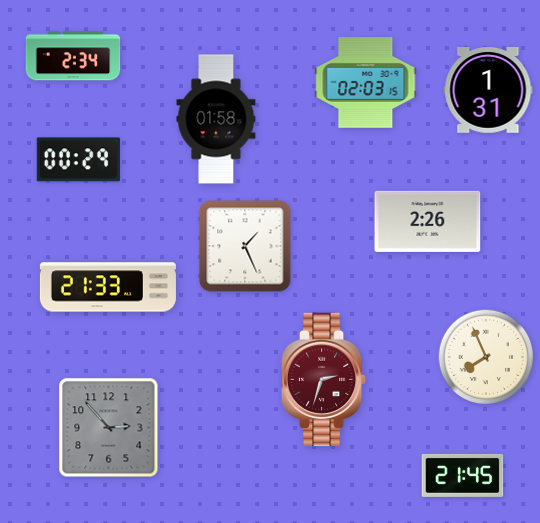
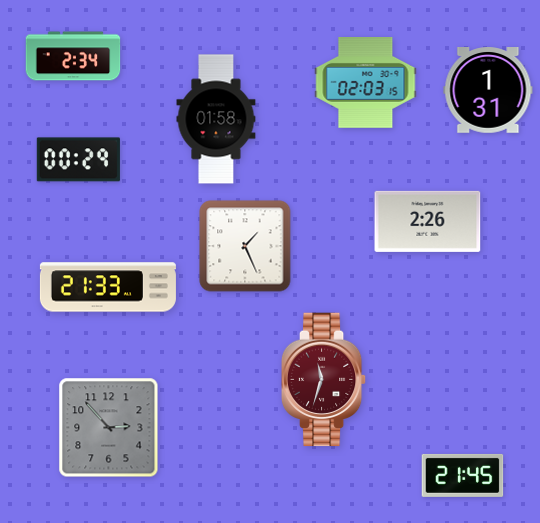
clock at (486, 357): 7:56 -> none
clock at (324, 380): 2:33 -> 11:33
